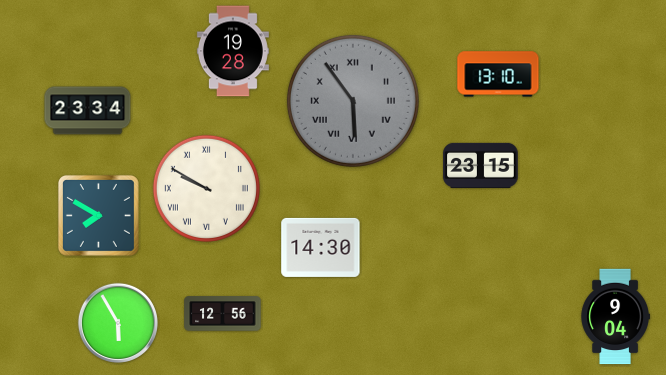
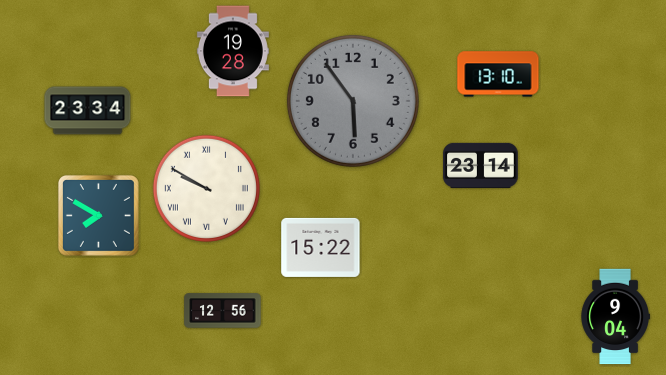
clock at (353, 101) numerals: Roman -> Arabic
clock at (481, 165): 23:15 -> 23:14
clock at (321, 247): 14:30 -> 15:22
clock at (223, 314) position: (223, 314) -> (223, 311)
clock at (118, 323): 5:55 -> none
